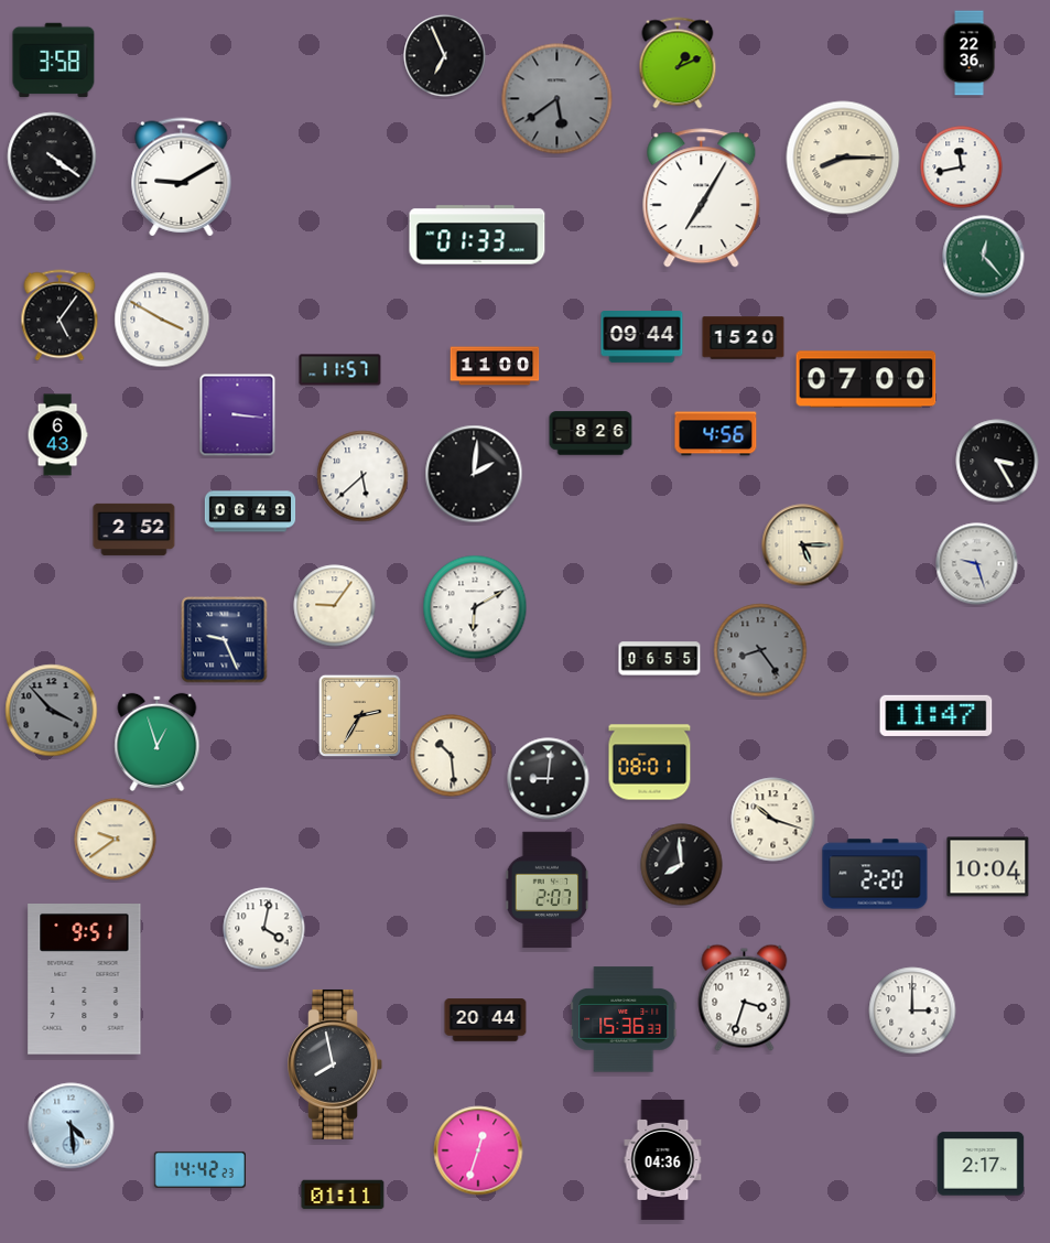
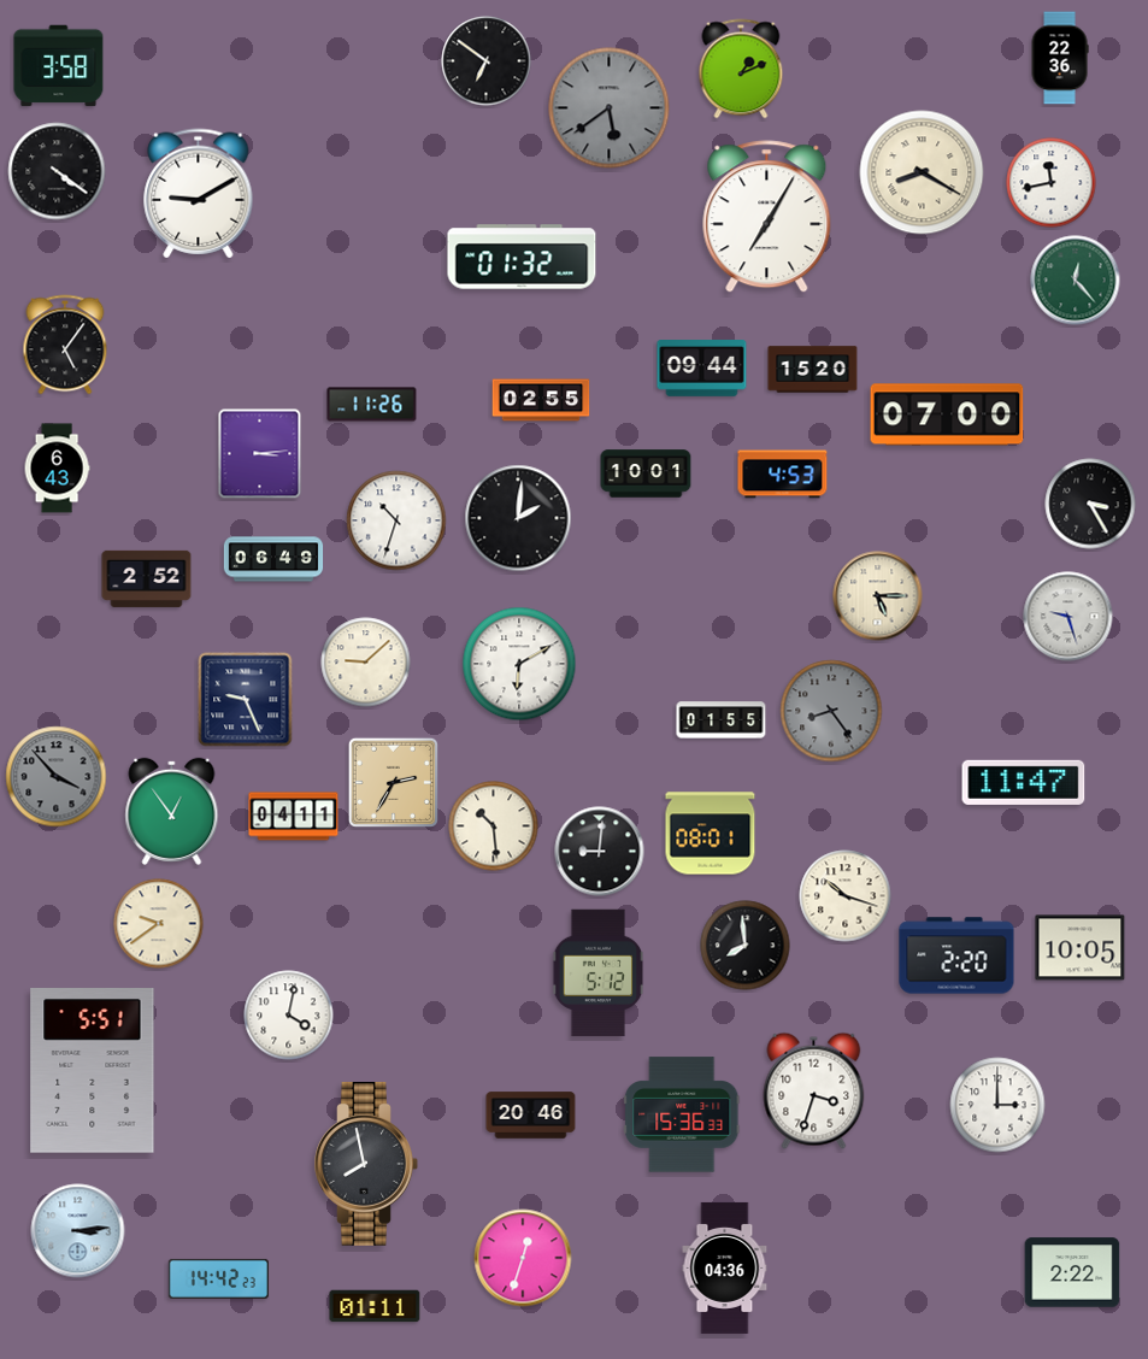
clock at (445, 56): 6:56 -> 6:51
clock at (843, 158): 8:15 -> 8:20
clock at (477, 235): 01:33 -> 01:32
clock at (162, 320): 3:50 -> none
clock at (495, 366): 11:00 -> 02:55
clock at (340, 370): 11:57 -> 11:26
clock at (238, 415): 3:16 -> 3:14
clock at (591, 433): 8:26 -> 10:01
clock at (716, 434): 4:56 -> 4:53
clock at (57, 435) position: (57, 435) -> (57, 469)
clock at (362, 476): 5:38 -> 10:33
clock at (335, 606): 9:06 -> 9:08
clock at (660, 659): 06:55 -> 01:55
clock at (158, 742): 12:57 -> 12:54
clock at (294, 817): none -> 04:11
clock at (116, 840) position: (116, 840) -> (159, 924)
clock at (988, 867): 10:04 -> 10:05
clock at (548, 890): 2:07 -> 5:12
clock at (85, 980): 9:51 -> 5:51
clock at (486, 1020): 20:44 -> 20:46
clock at (72, 1126): 4:29 -> 3:14
clock at (981, 1164): 2:17 -> 2:22
